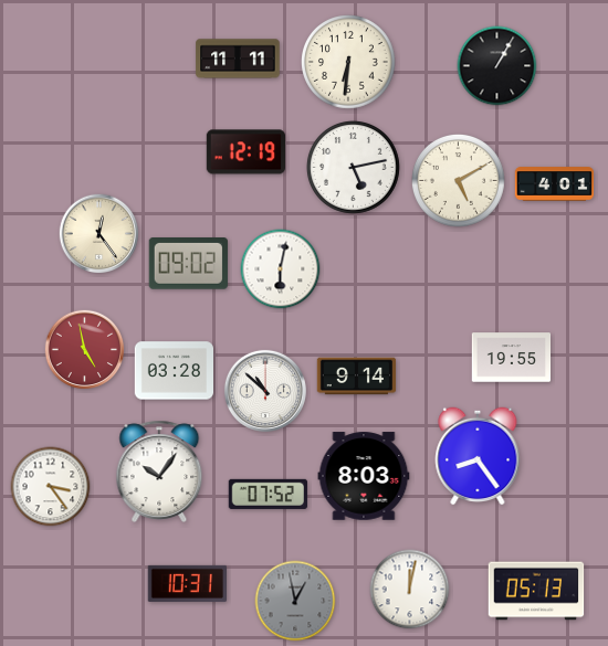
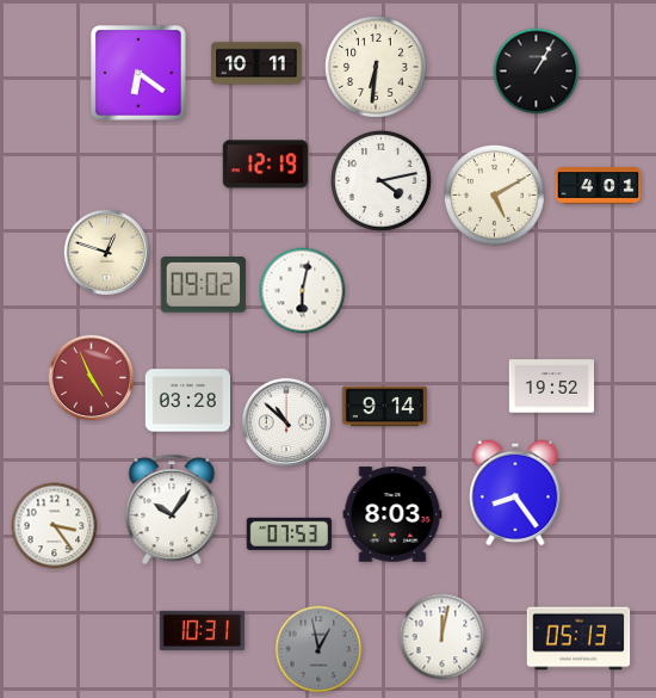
clock at (238, 59): 11:11 -> 10:11
clock at (138, 73): none -> 6:21
clock at (353, 167): 5:13 -> 4:13
clock at (555, 184) position: (555, 184) -> (599, 186)
clock at (99, 234): 12:24 -> 12:48
clock at (85, 350): 4:58 -> 4:56
clock at (512, 358): 19:55 -> 19:52
clock at (268, 494): 07:52 -> 07:53
